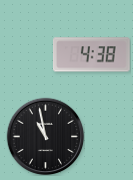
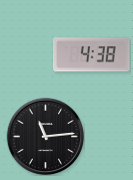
clock at (45, 136): 10:58 -> 11:14
